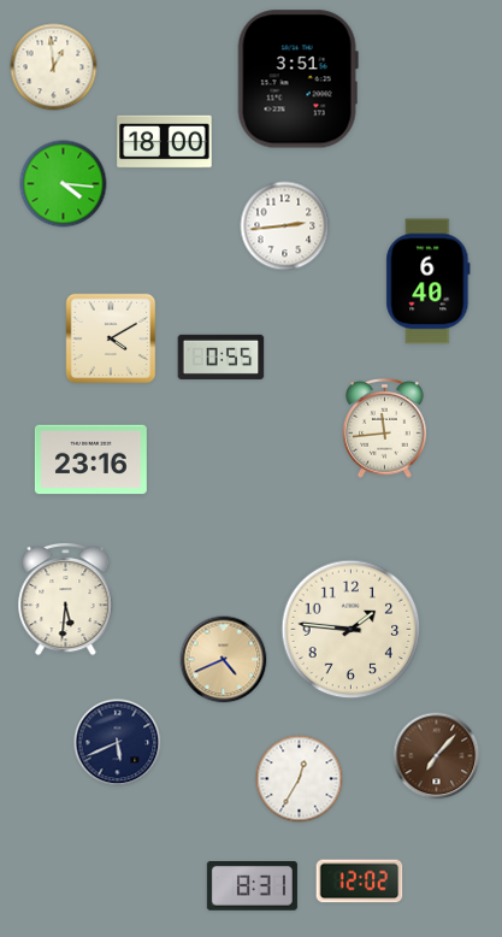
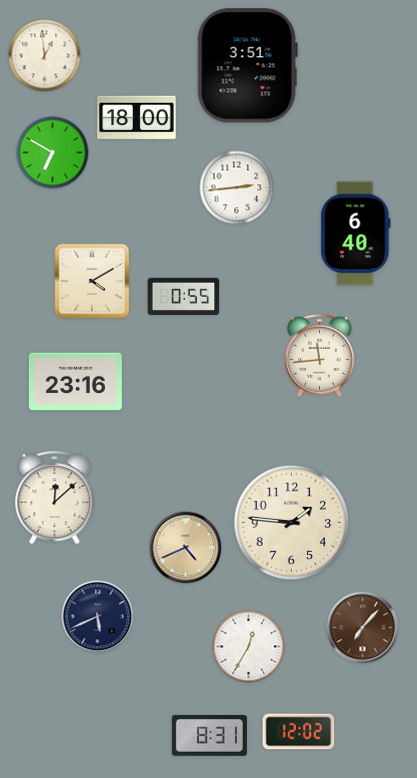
clock at (64, 184): 4:16 -> 6:50
clock at (66, 599): 5:31 -> 12:08
